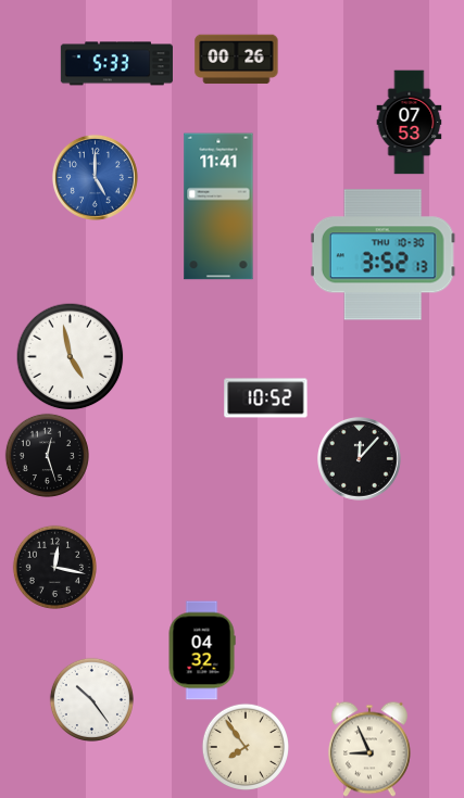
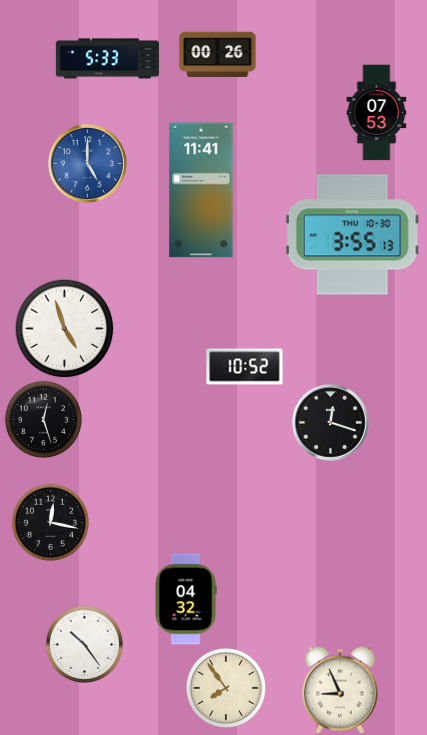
clock at (383, 255): 3:52 -> 3:55
clock at (71, 357): 4:58 -> 4:57
clock at (360, 459): 12:07 -> 12:18
